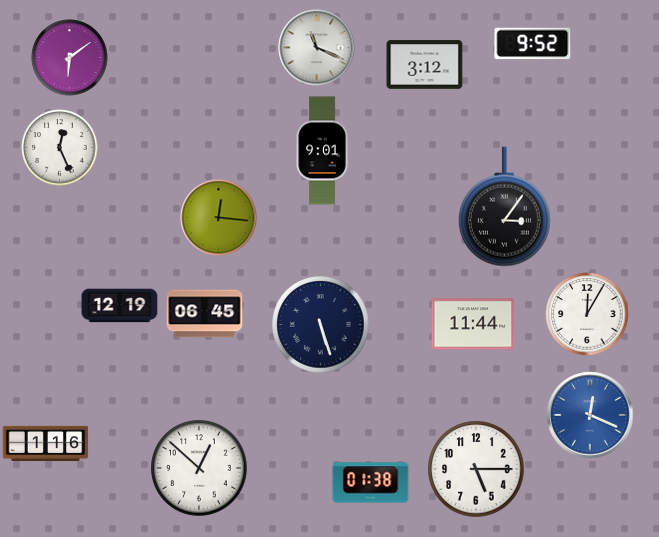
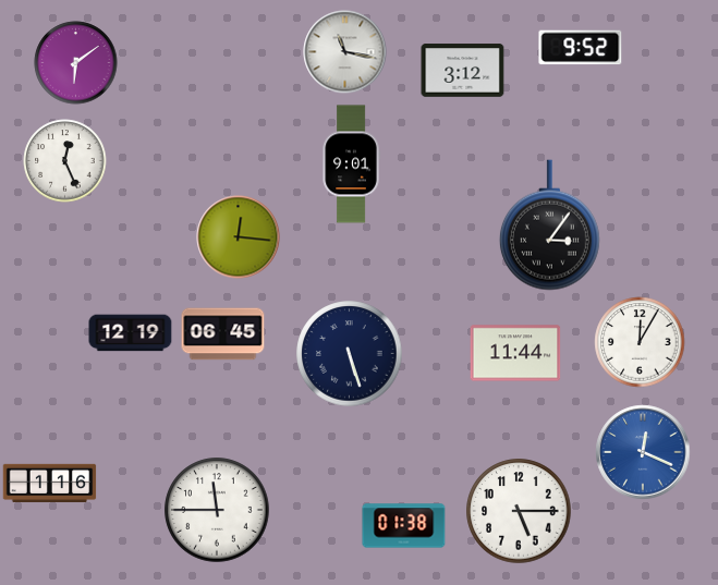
clock at (317, 48): 11:19 -> 11:17
clock at (205, 314) position: (205, 314) -> (223, 334)
clock at (199, 468): 12:52 -> 11:45
